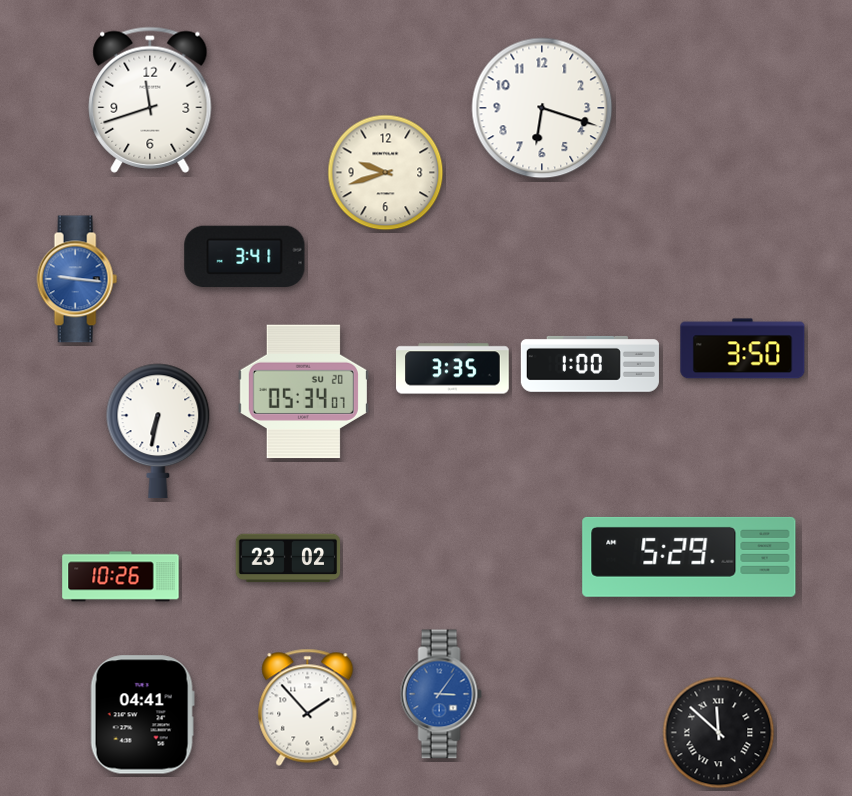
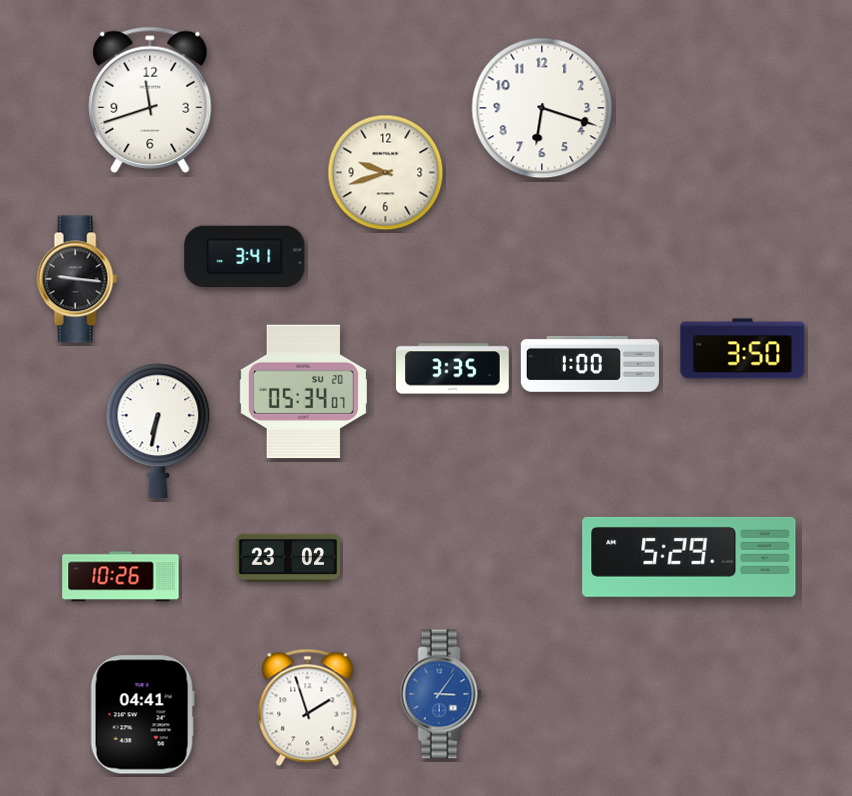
clock at (77, 279) dial: blue -> black
clock at (308, 707): 1:53 -> 1:57
clock at (719, 733): 11:52 -> none
